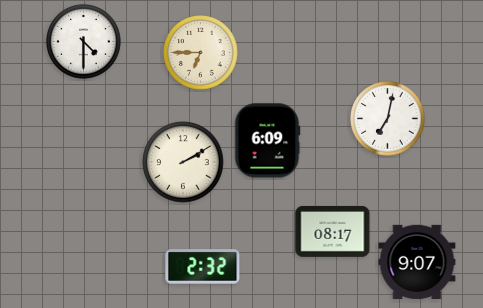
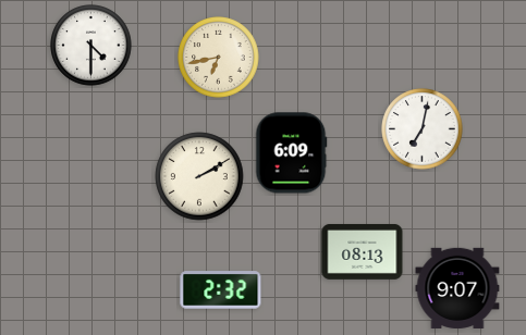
clock at (201, 53): 6:45 -> 6:43
clock at (333, 231): 08:17 -> 08:13
clock at (417, 262) position: (417, 262) -> (457, 288)
